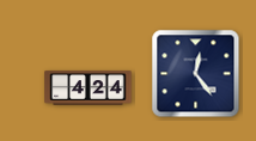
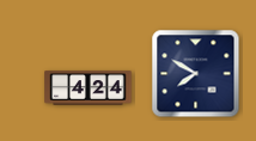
clock at (196, 74): 12:24 -> 7:50
